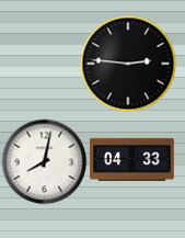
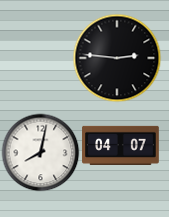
clock at (132, 159): 04:33 -> 04:07
clock at (44, 161) position: (44, 161) -> (40, 152)
